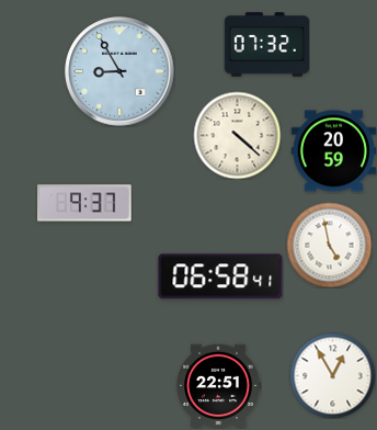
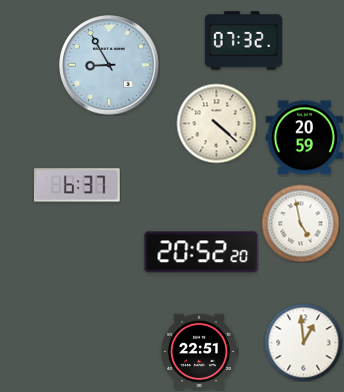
clock at (85, 203): 9:37 -> 6:37
clock at (220, 276): 06:58 -> 20:52
clock at (332, 375): 12:55 -> 12:59
